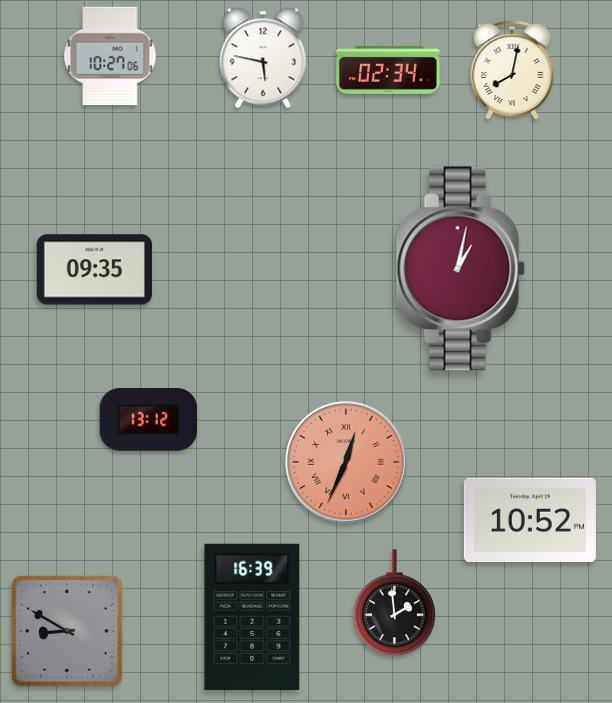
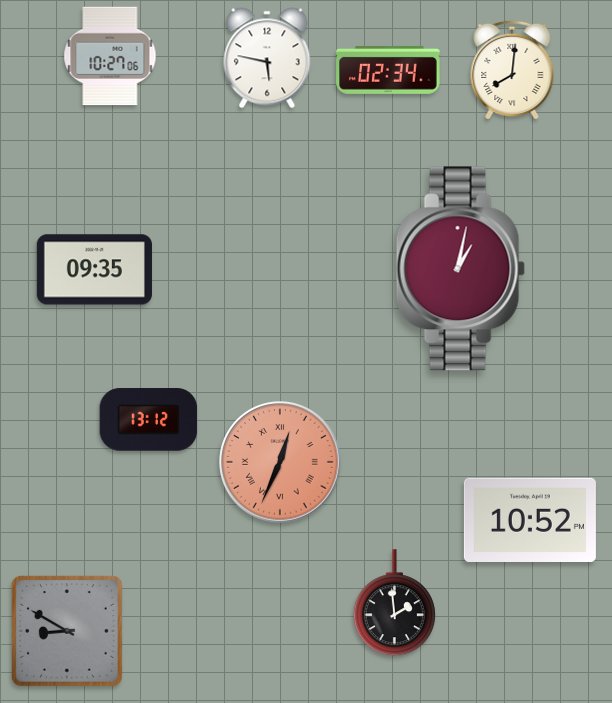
clock at (263, 58) position: (263, 58) -> (267, 58)
clock at (512, 70): 8:02 -> 8:01
clock at (346, 462) position: (346, 462) -> (280, 462)
clock at (252, 617): 16:39 -> none
